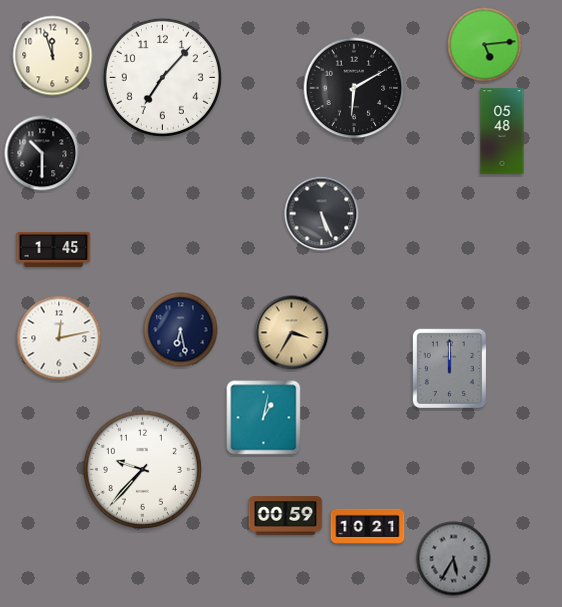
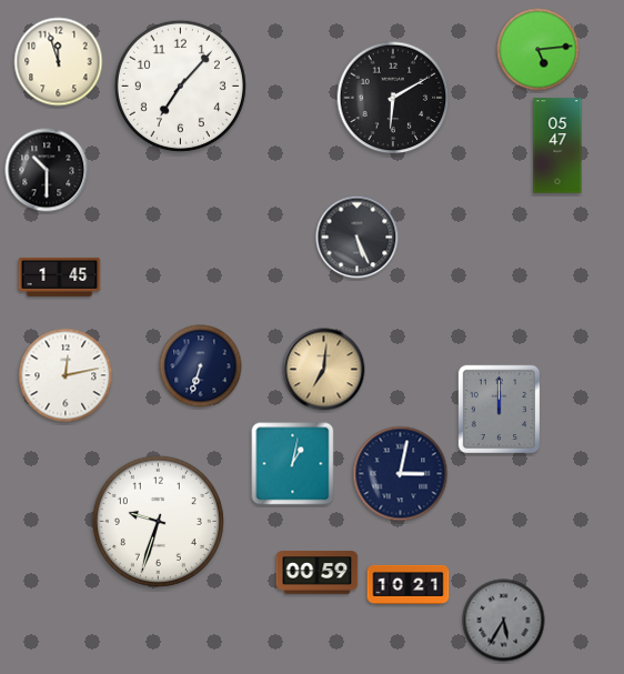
clock at (502, 131): 05:48 -> 05:47
clock at (181, 330): 6:28 -> 6:33
clock at (292, 333): 3:35 -> 7:01
clock at (401, 474): none -> 3:02
clock at (142, 469): 9:37 -> 9:33
